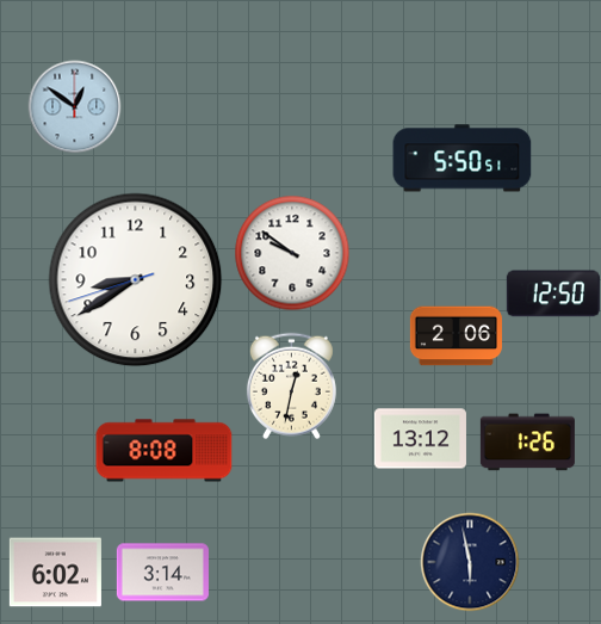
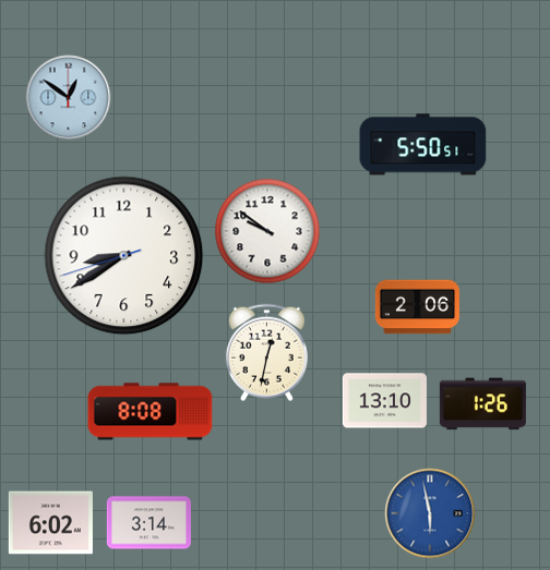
clock at (553, 294): 12:50 -> none
clock at (420, 439): 13:12 -> 13:10
clock at (470, 562) dial: navy -> blue
